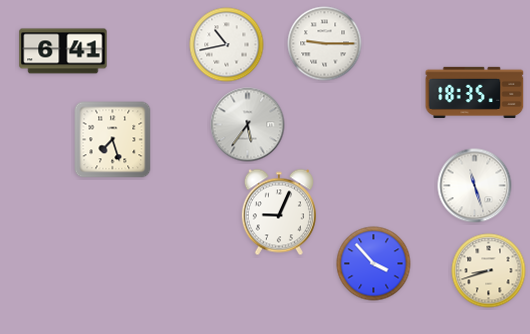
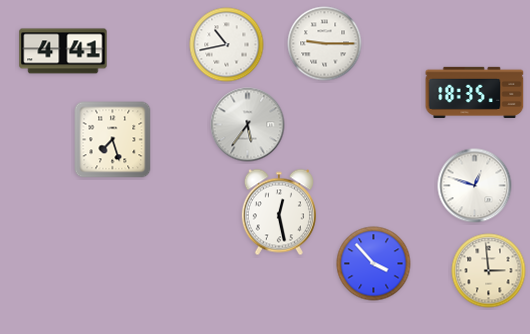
clock at (63, 51): 6:41 -> 4:41
clock at (475, 186): 11:27 -> 12:48
clock at (279, 212): 9:04 -> 12:28
clock at (489, 271): 8:42 -> 2:59
